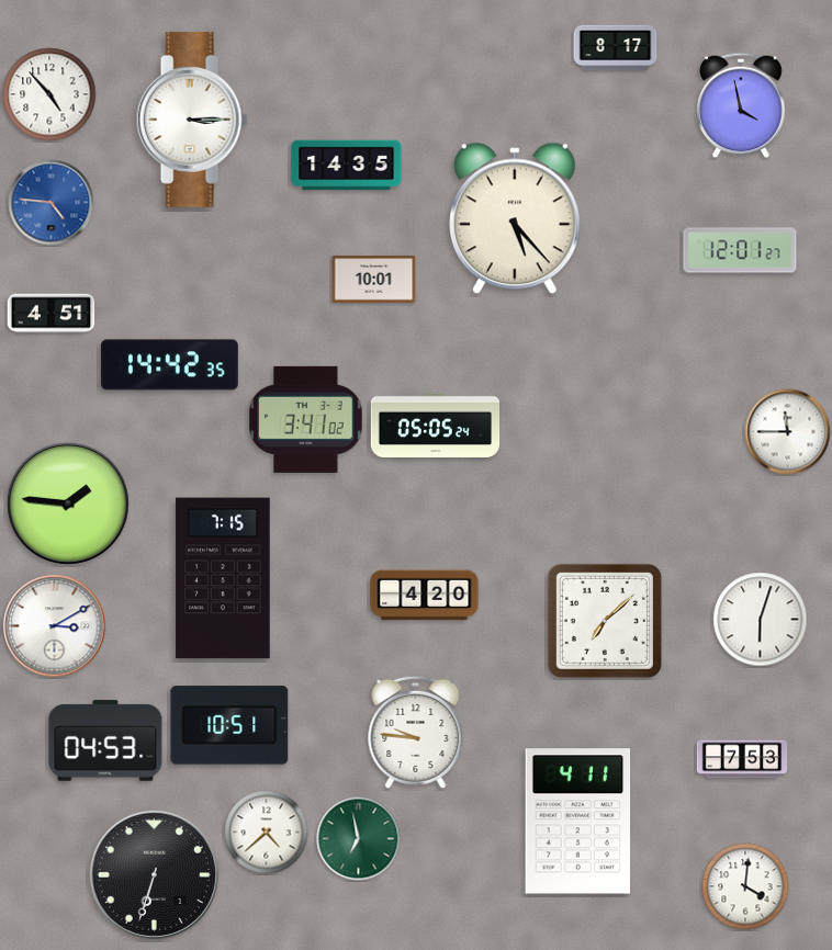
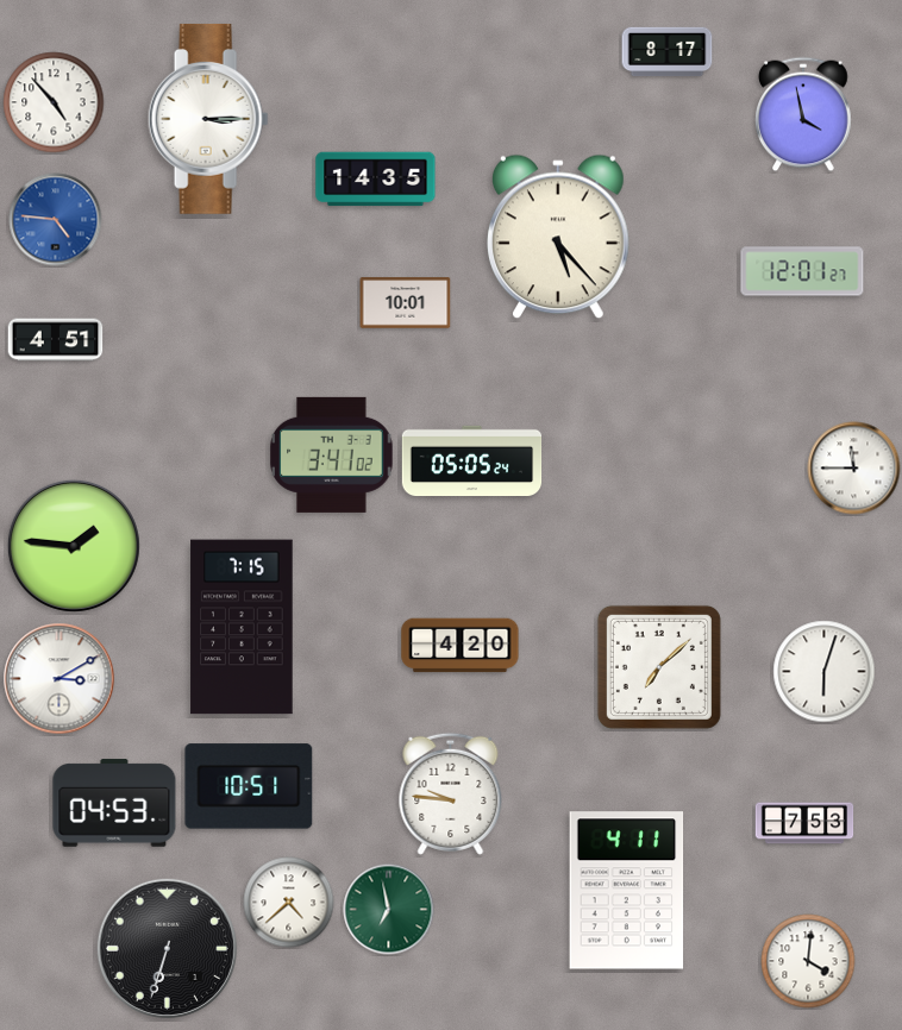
clock at (192, 120) position: (192, 120) -> (208, 119)
clock at (169, 365): 14:42 -> none
clock at (605, 621) position: (605, 621) -> (659, 667)
